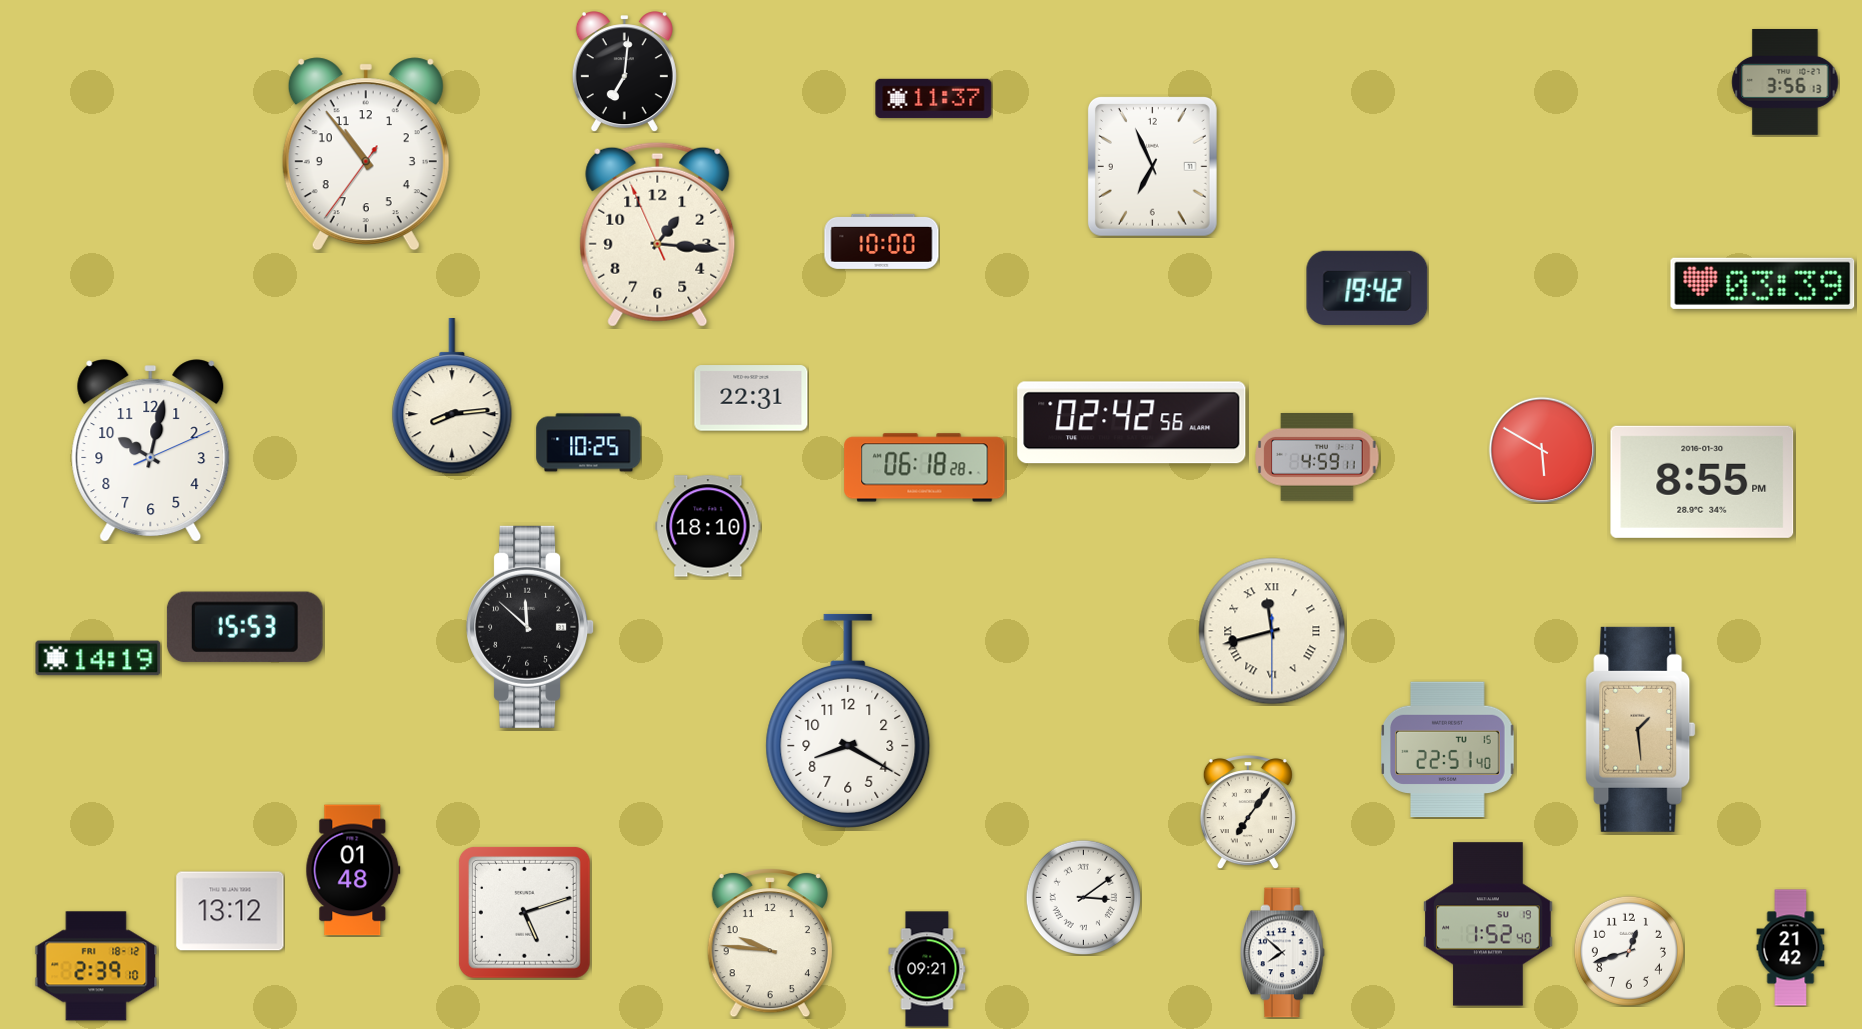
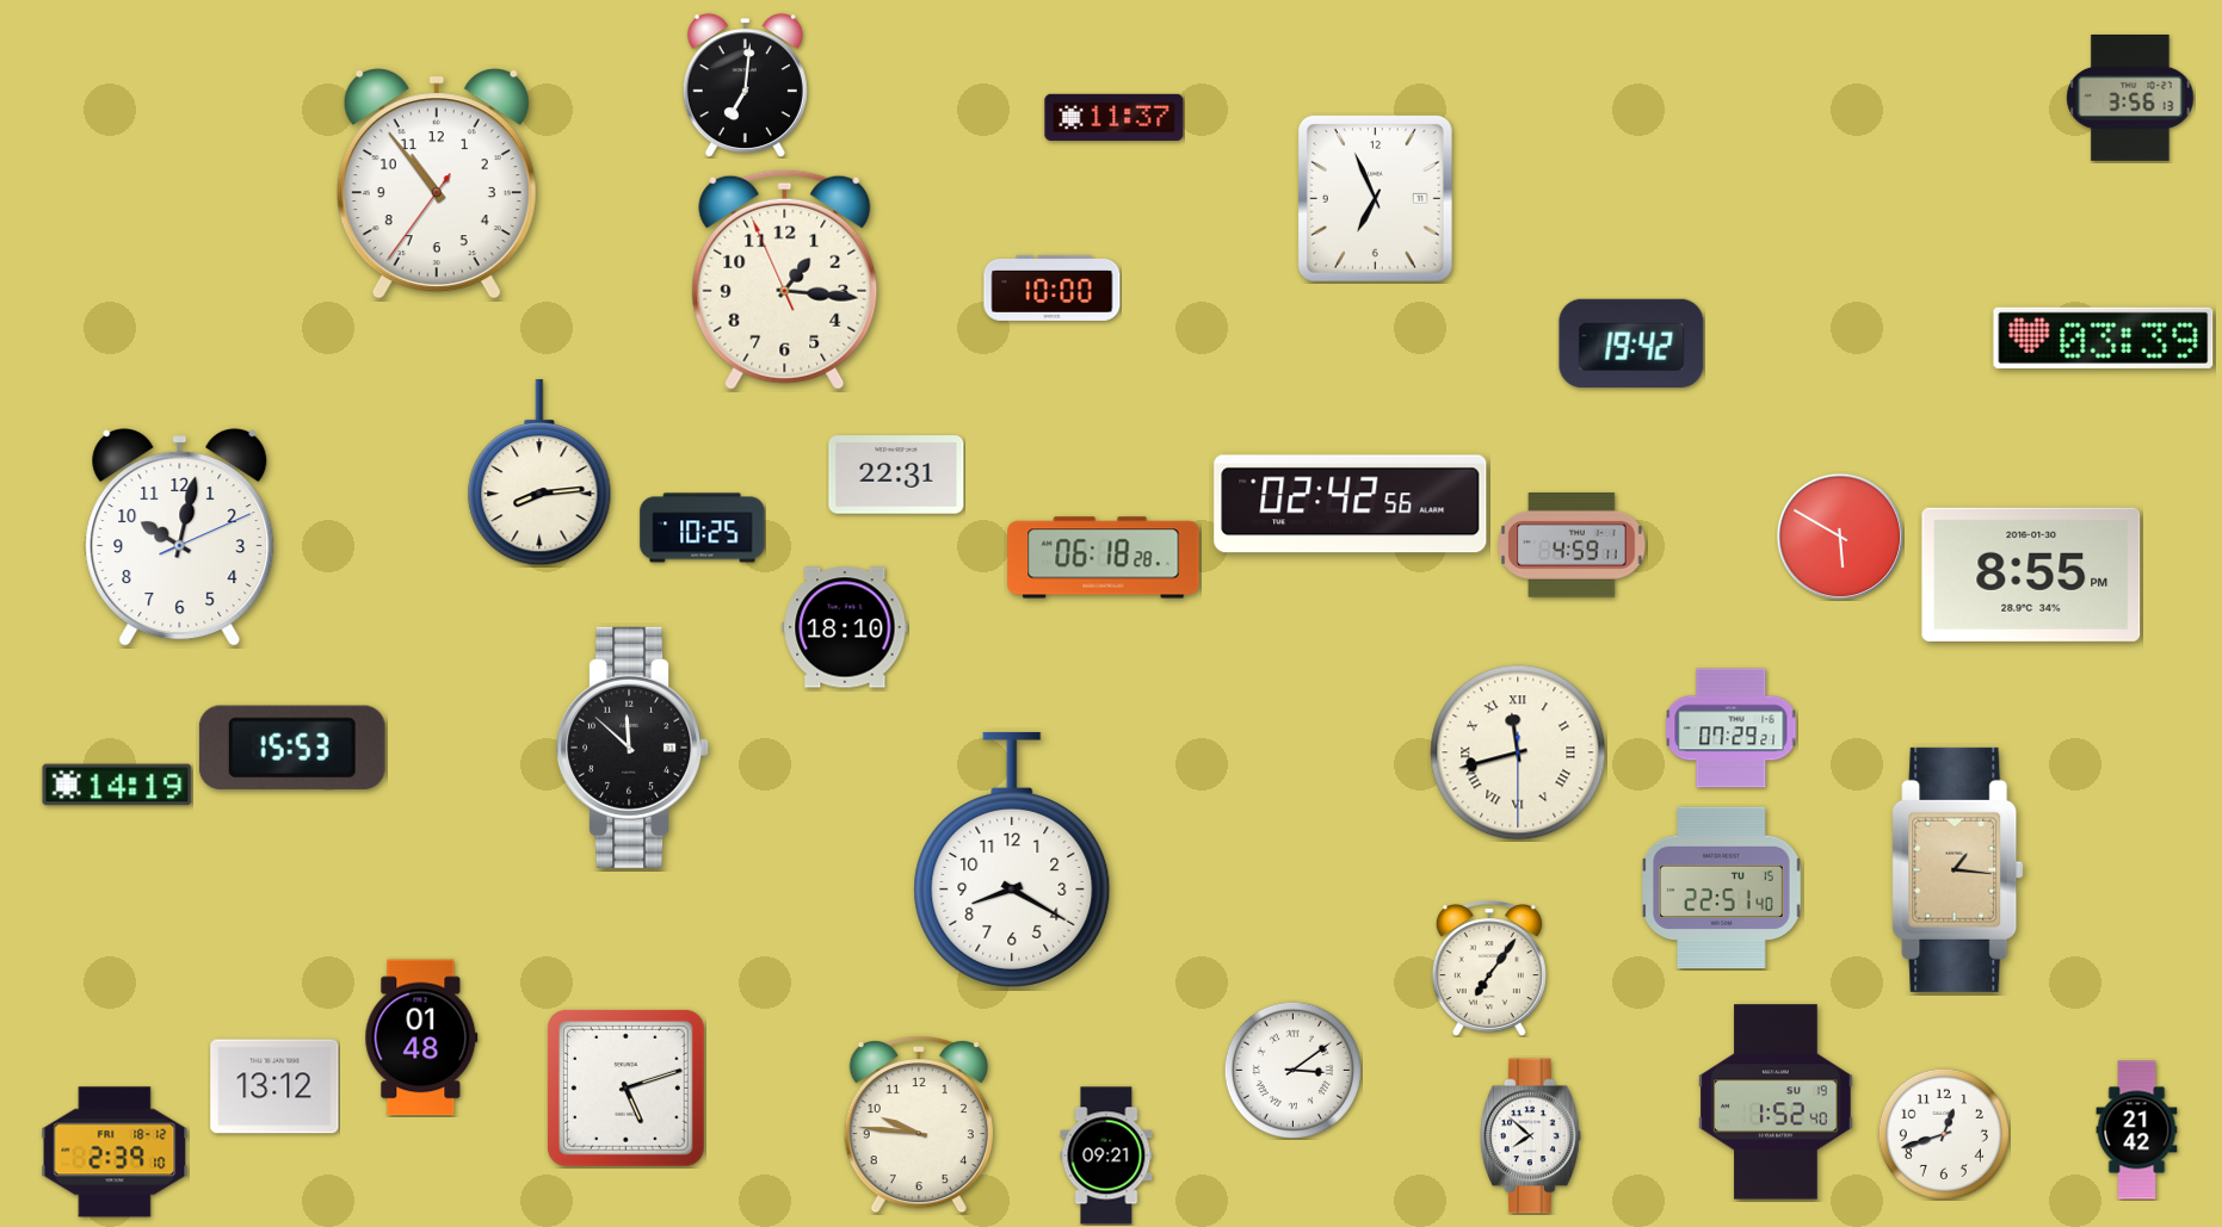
clock at (1732, 729): none -> 07:29
clock at (1641, 729): 1:29 -> 1:16
clock at (1448, 750) position: (1448, 750) -> (1722, 888)
